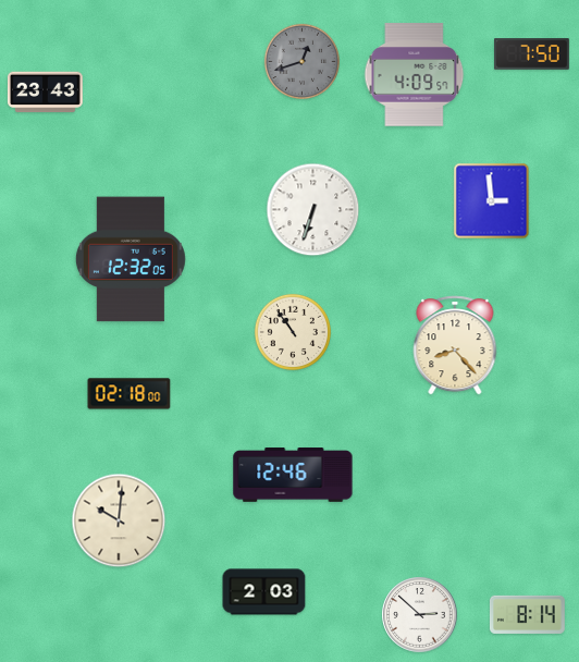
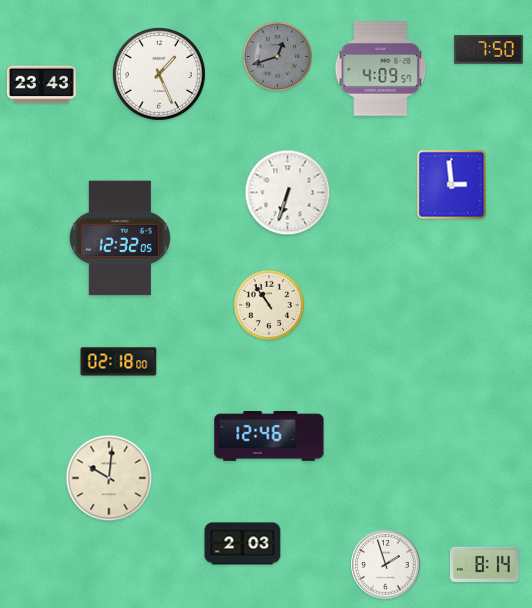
clock at (159, 74): none -> 1:26
clock at (455, 345): 8:23 -> none
clock at (420, 615): 2:52 -> 1:57
